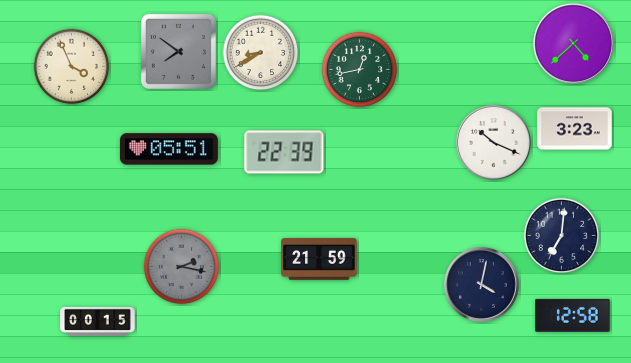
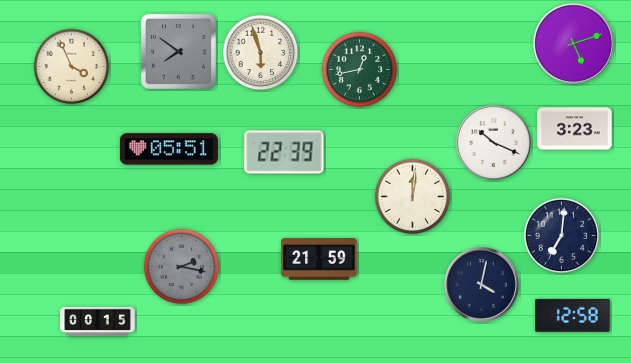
clock at (573, 43): 4:38 -> 5:12
clock at (261, 53): 8:40 -> 5:57
clock at (413, 197): none -> 12:01
